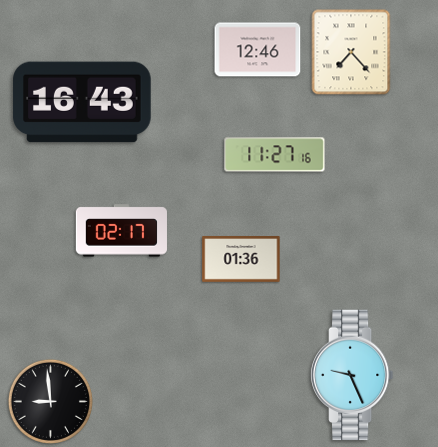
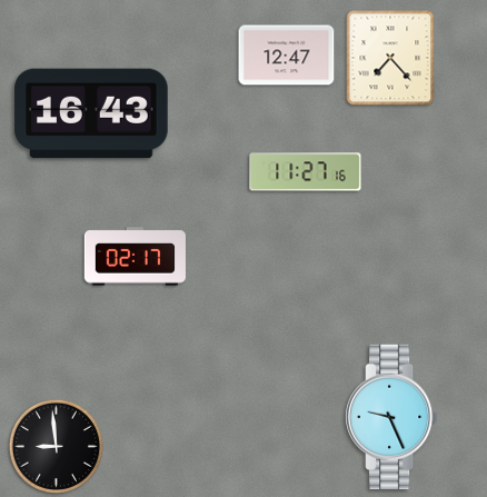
clock at (258, 50): 12:46 -> 12:47
clock at (241, 260): 01:36 -> none
